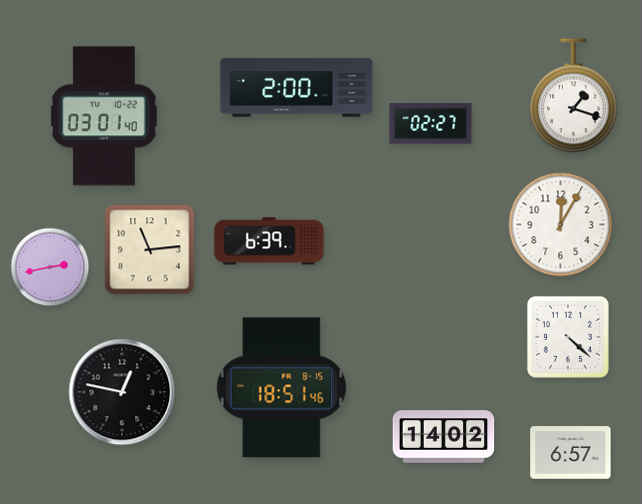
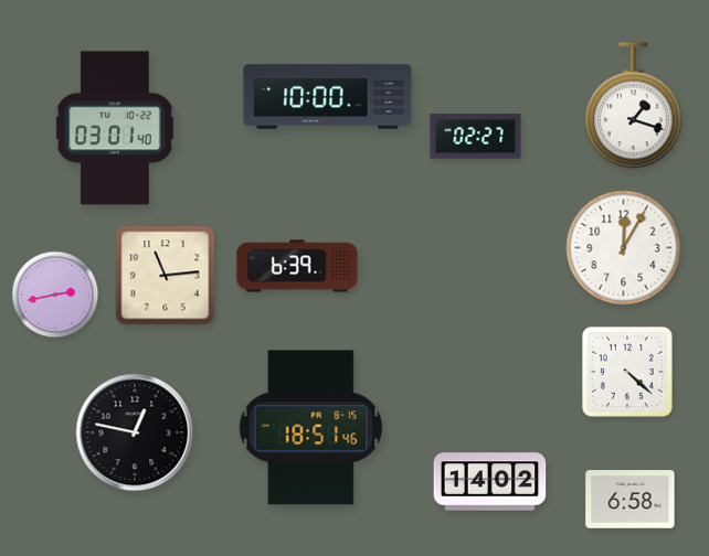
clock at (297, 88): 2:00 -> 10:00
clock at (561, 225) position: (561, 225) -> (624, 248)
clock at (571, 453): 6:57 -> 6:58
